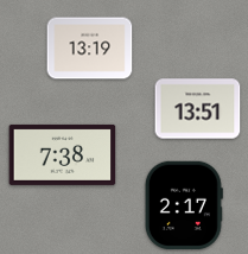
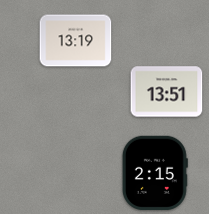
clock at (63, 154): 7:38 -> none
clock at (184, 205): 2:17 -> 2:15
